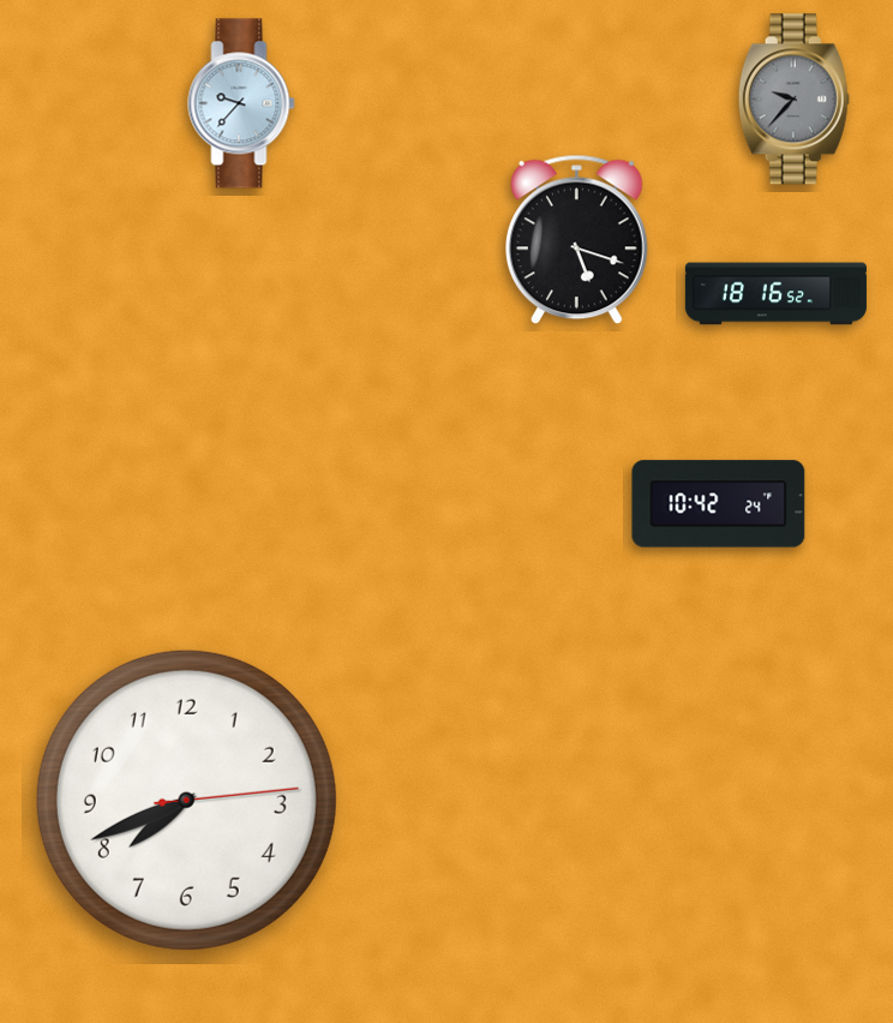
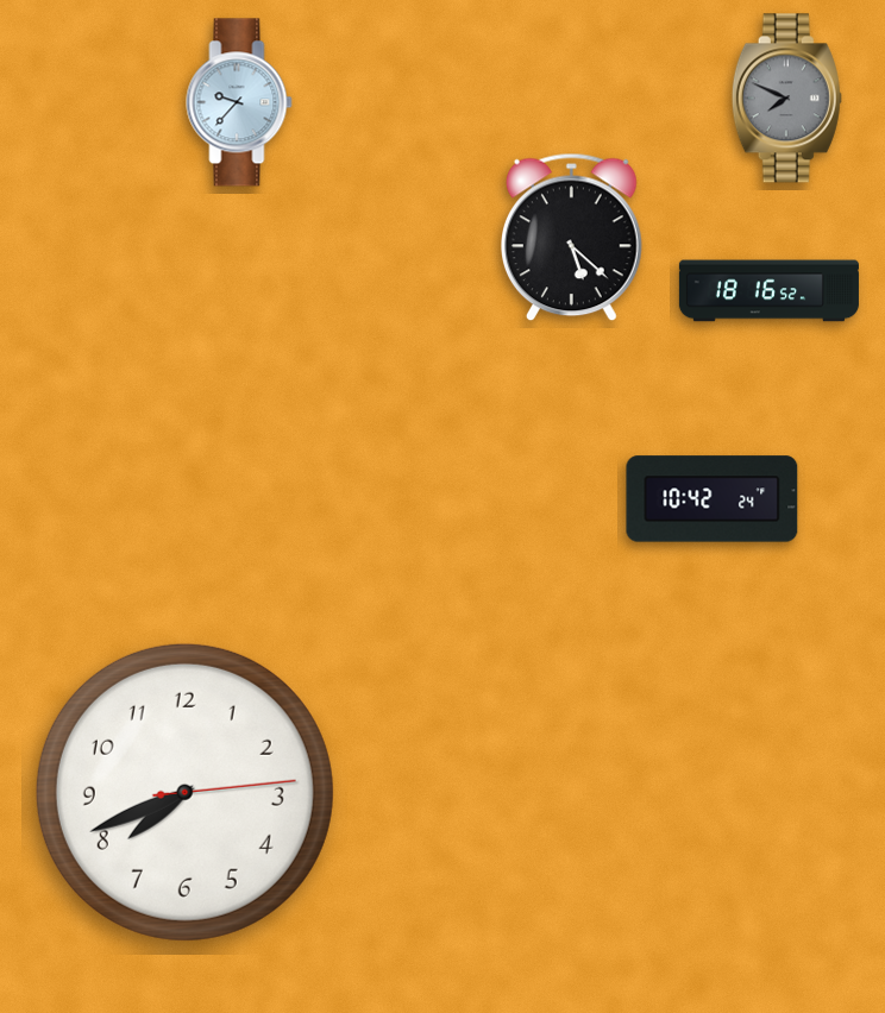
clock at (793, 100): 9:37 -> 7:49
clock at (577, 240): 5:18 -> 5:22
